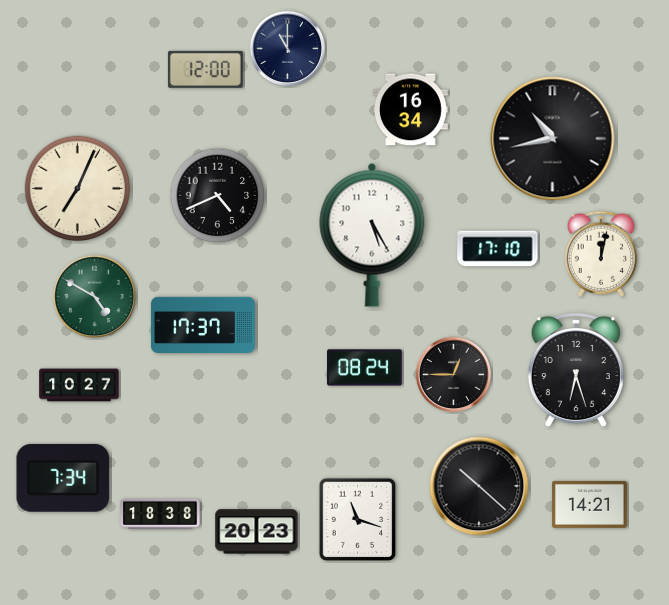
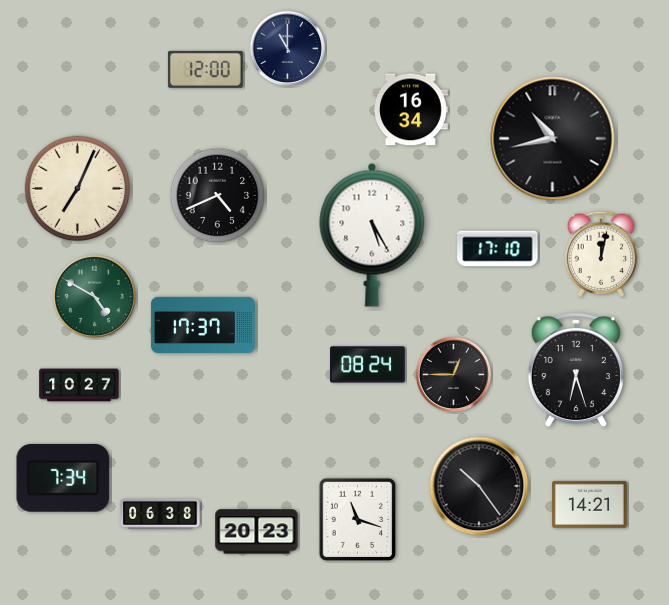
clock at (365, 368) position: (365, 368) -> (368, 365)
clock at (479, 486): 10:22 -> 10:24
clock at (160, 514): 18:38 -> 06:38
